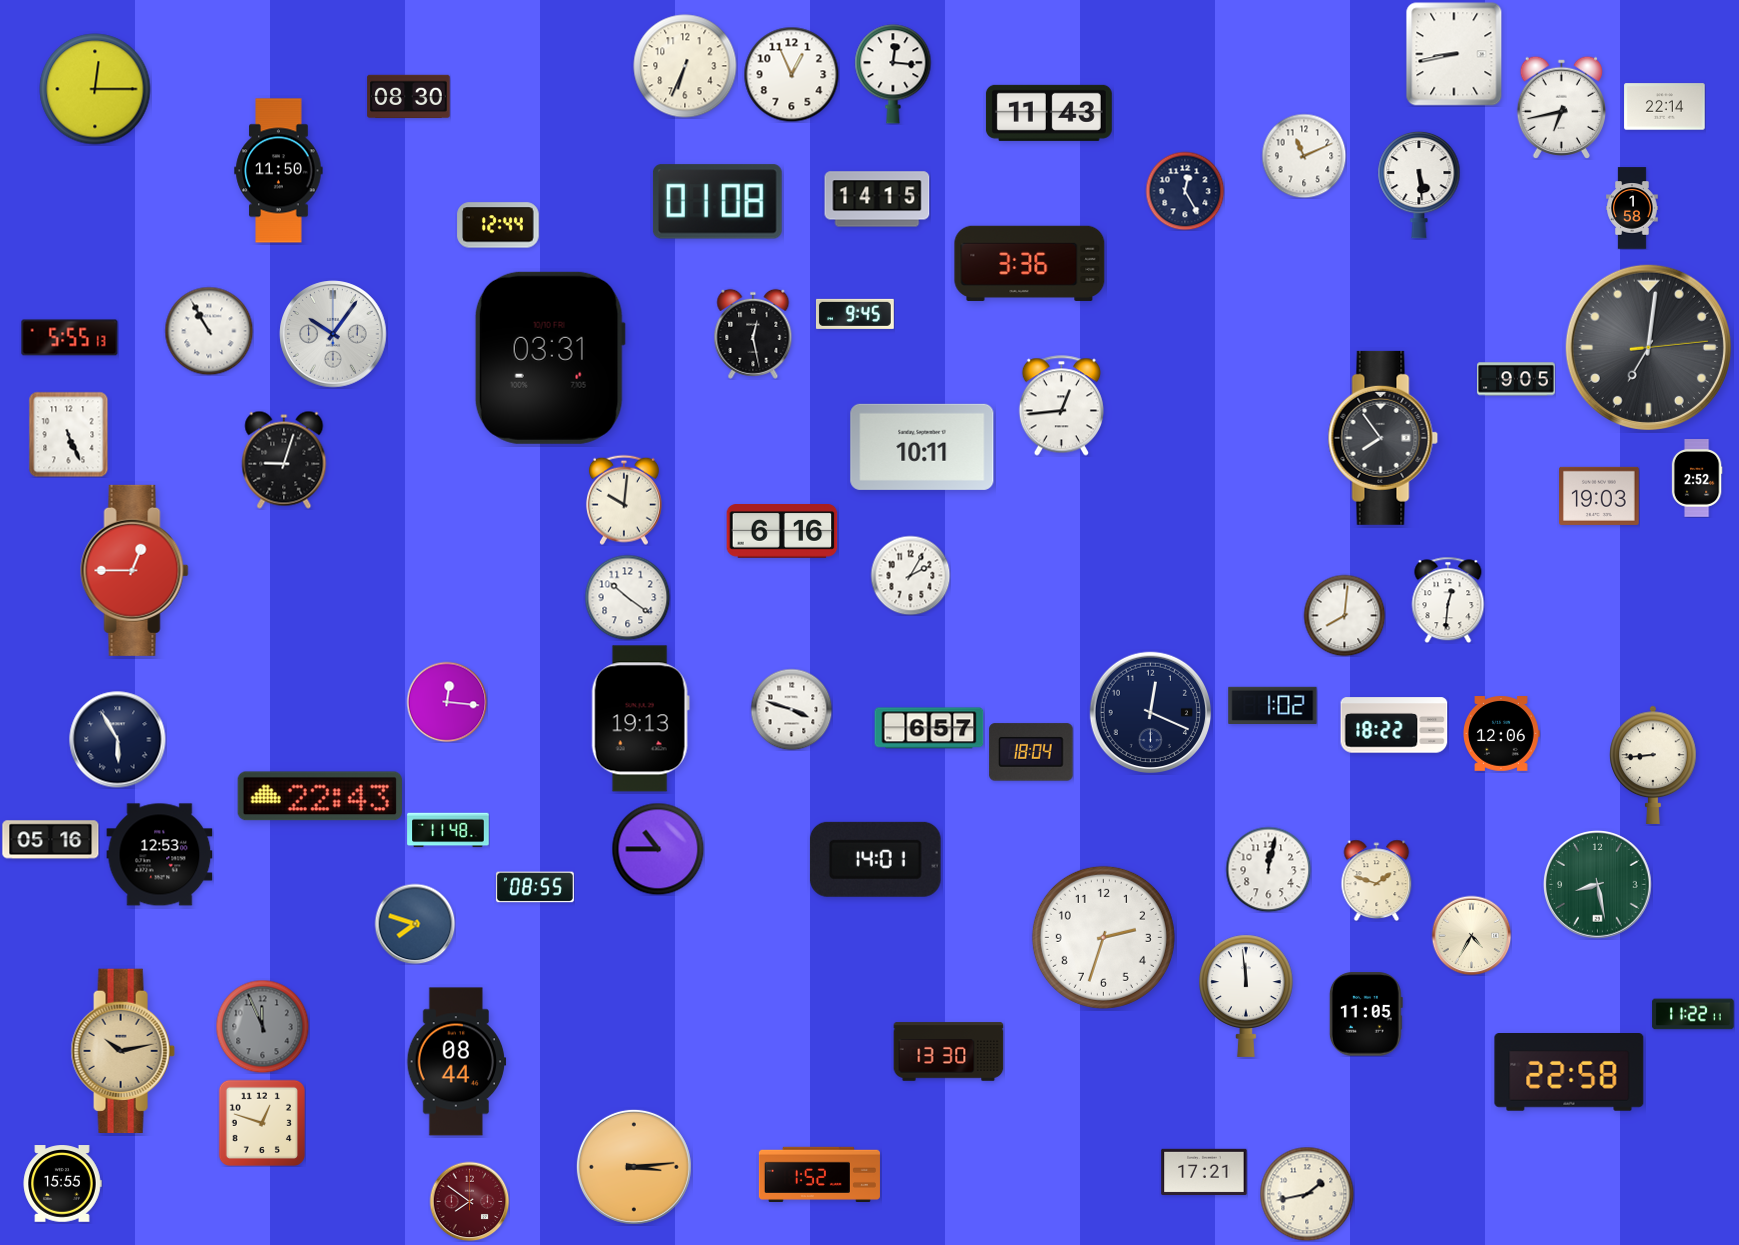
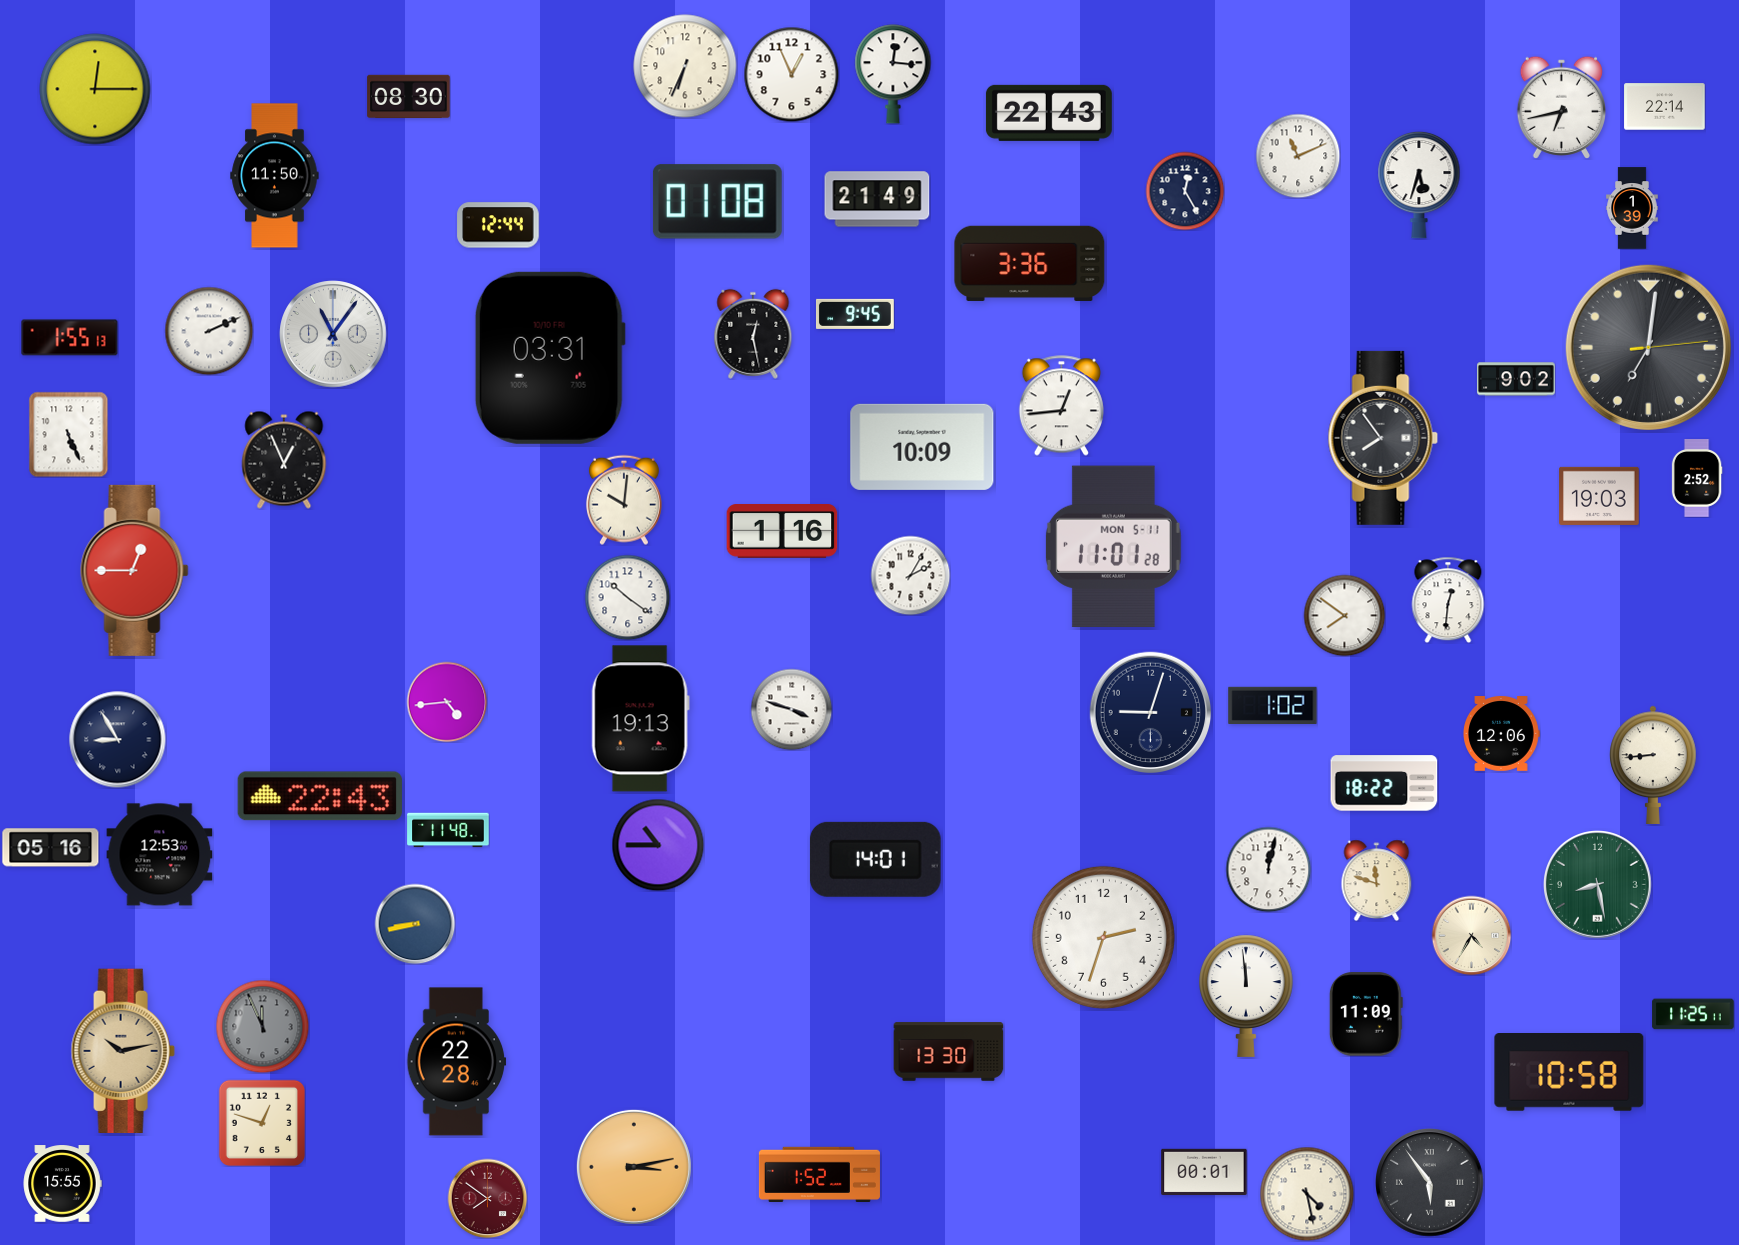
clock at (1454, 54): 8:43 -> none
clock at (1049, 113): 11:43 -> 22:43
clock at (1304, 156) position: (1304, 156) -> (1298, 156)
clock at (279, 171) position: (279, 171) -> (275, 176)
clock at (1419, 185): 5:29 -> 5:33
clock at (877, 199): 14:15 -> 21:49
clock at (1632, 208): 1:58 -> 1:39
clock at (209, 331): 10:55 -> 2:11
clock at (333, 334): 10:06 -> 11:06
clock at (70, 338): 5:55 -> 1:55
clock at (1517, 379): 9:05 -> 9:02
clock at (922, 447): 10:11 -> 10:09
clock at (284, 460): 9:03 -> 12:56
clock at (782, 532): 6:16 -> 1:16
clock at (1113, 547): none -> 11:01
clock at (1344, 615): 8:01 -> 7:51
clock at (447, 702): 12:16 -> 4:44
clock at (1151, 713): 12:19 -> 9:03
clock at (1394, 725) position: (1394, 725) -> (1384, 783)
clock at (929, 728): 6:57 -> none
clock at (118, 740): 5:55 -> 8:55
clock at (1031, 752): 18:04 -> none
clock at (51, 840) position: (51, 840) -> (51, 848)
clock at (658, 849) position: (658, 849) -> (658, 845)
clock at (1377, 880): 1:48 -> 11:48
clock at (536, 887): 08:55 -> none
clock at (415, 924): 7:48 -> 8:43
clock at (1366, 1014): 11:05 -> 11:09
clock at (1693, 1014): 11:22 -> 11:25
clock at (457, 1062): 08:44 -> 22:28
clock at (1569, 1073): 22:58 -> 10:58
clock at (634, 1167): 3:14 -> 3:13
clock at (1204, 1171): 17:21 -> 00:01
clock at (1430, 1183): none -> 5:54
clock at (1307, 1194): 1:43 -> 4:28
clock at (469, 1201) position: (469, 1201) -> (487, 1198)
